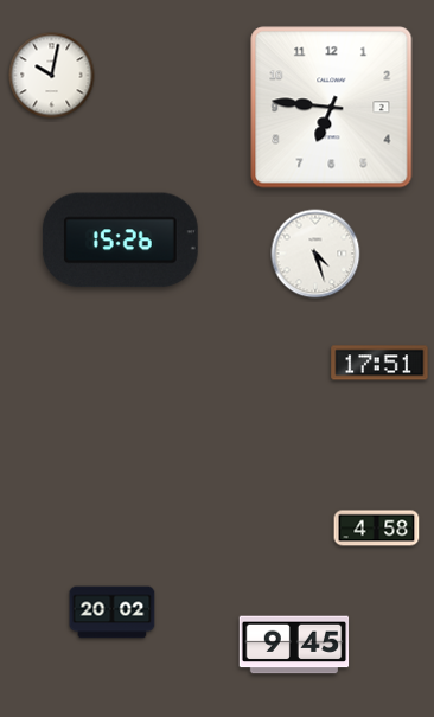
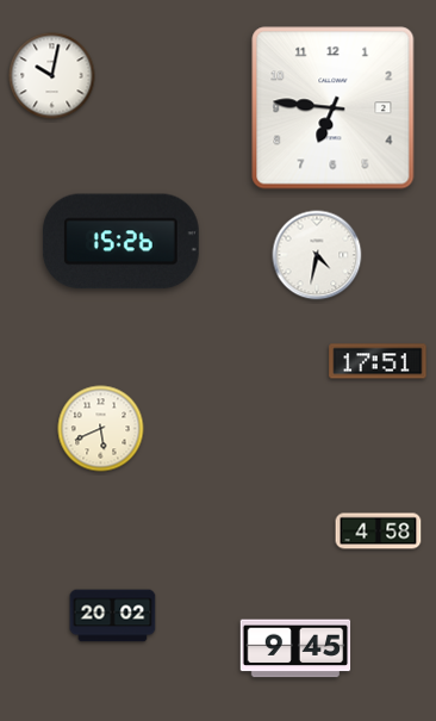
clock at (315, 254): 4:27 -> 4:32
clock at (379, 363) position: (379, 363) -> (378, 361)
clock at (101, 429): none -> 5:41
